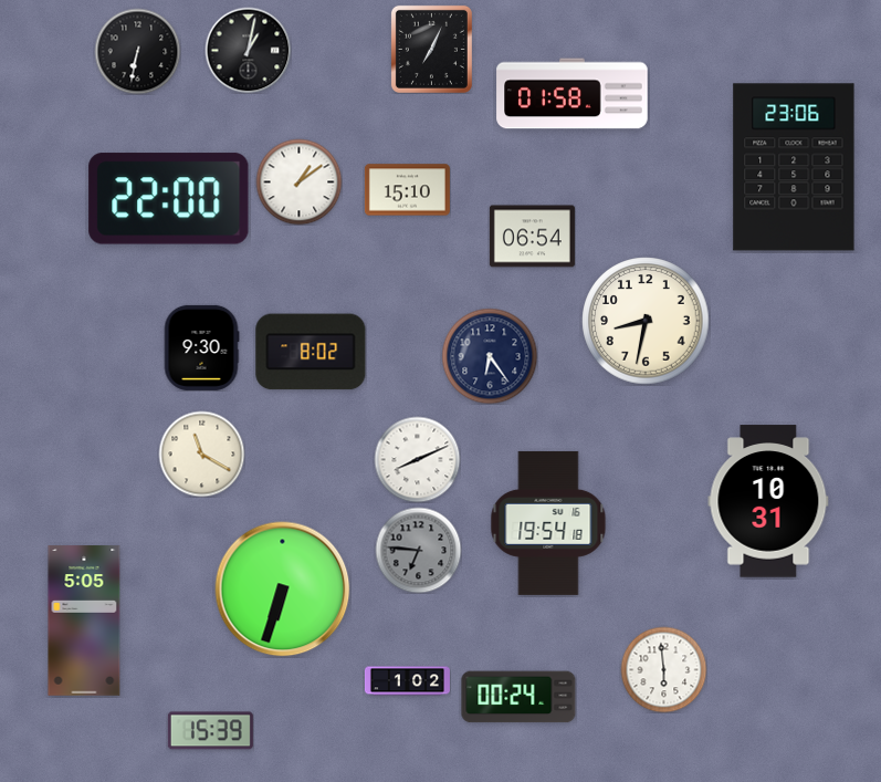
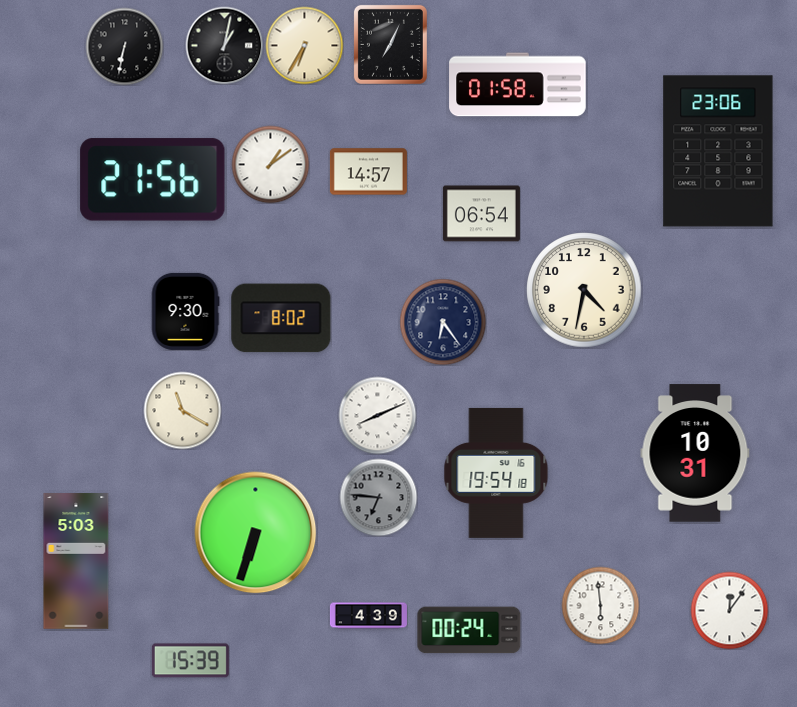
clock at (304, 45): none -> 6:35
clock at (407, 190): 15:10 -> 14:57
clock at (169, 199): 22:00 -> 21:56
clock at (646, 321): 8:32 -> 4:32
clock at (201, 347) position: (201, 347) -> (185, 311)
clock at (84, 621): 5:05 -> 5:03
clock at (729, 610): none -> 12:06
clock at (407, 681): 1:02 -> 4:39
